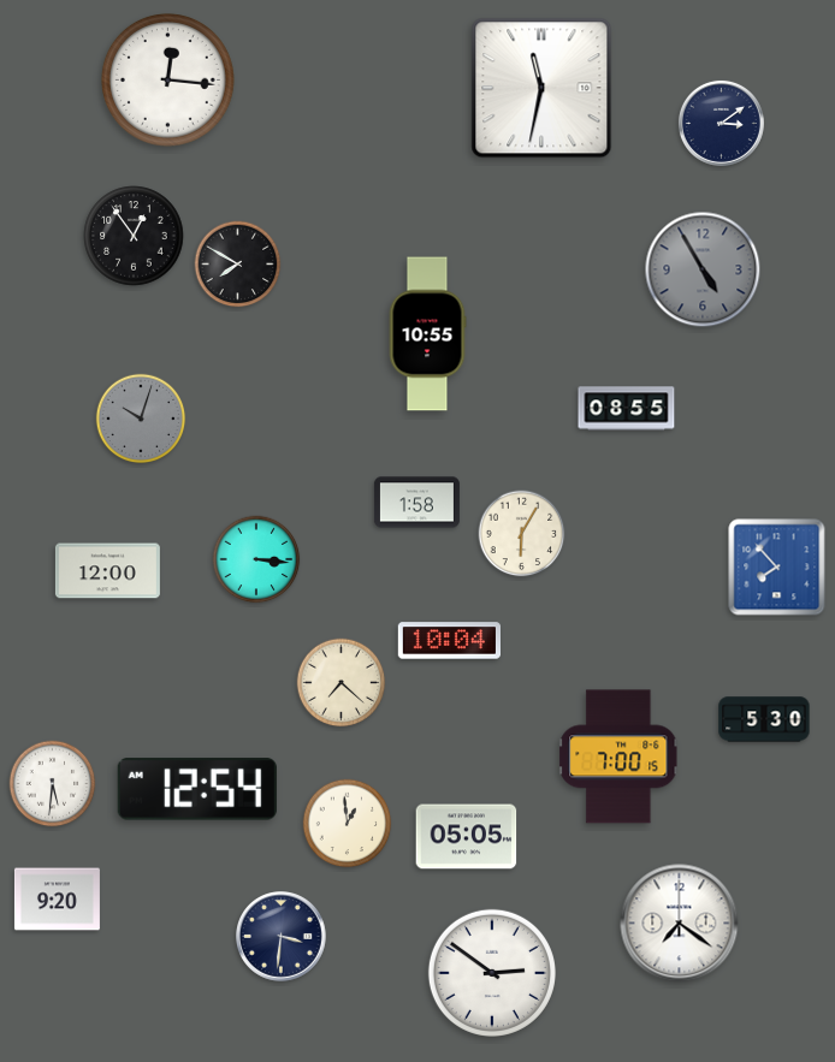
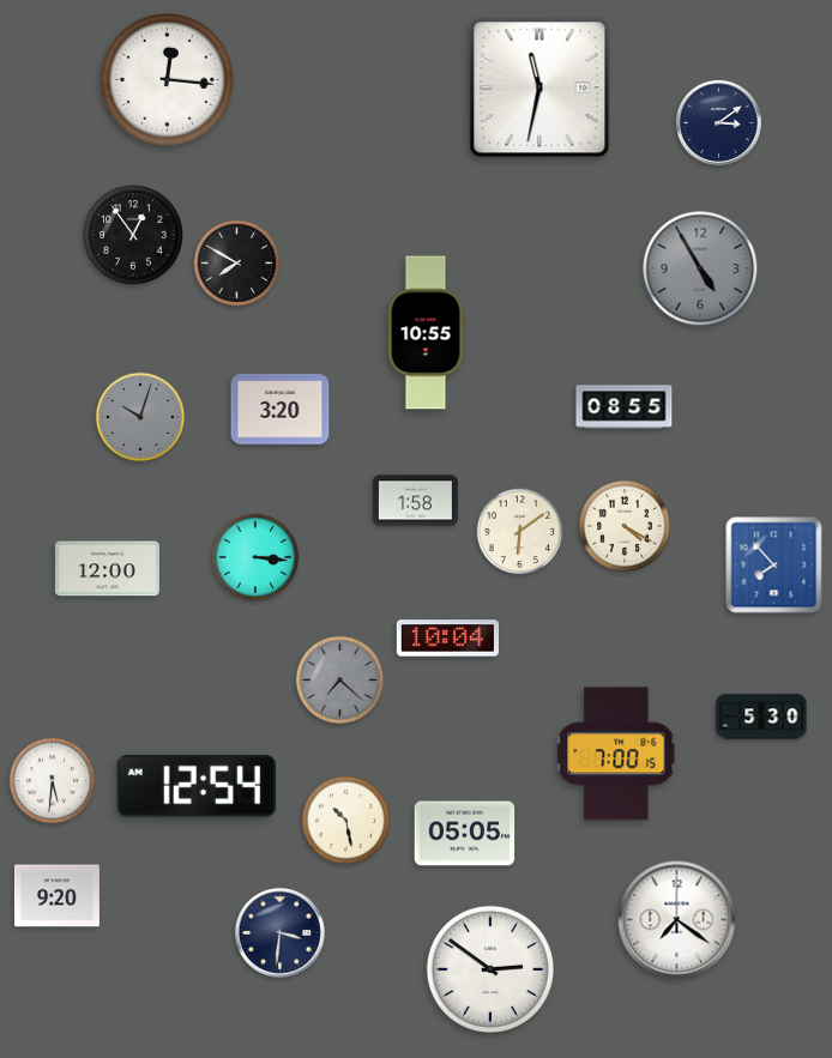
clock at (281, 410): none -> 3:20
clock at (625, 526): none -> 4:20
clock at (522, 534): 6:05 -> 6:09
clock at (342, 683) dial: cream -> grey
clock at (348, 824): 12:59 -> 10:28
